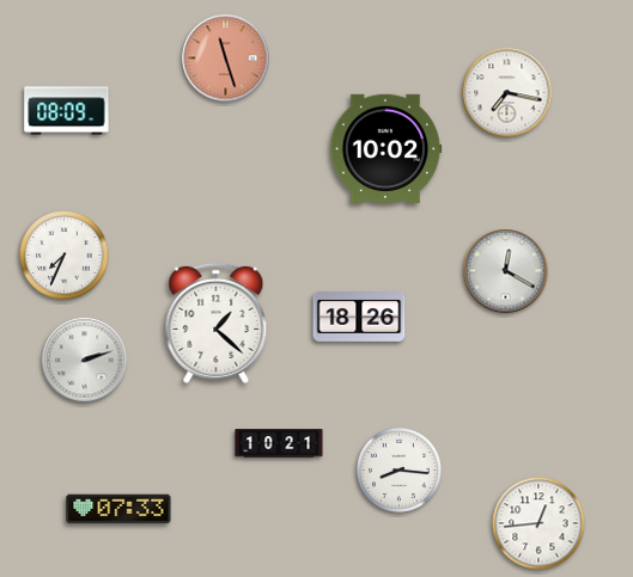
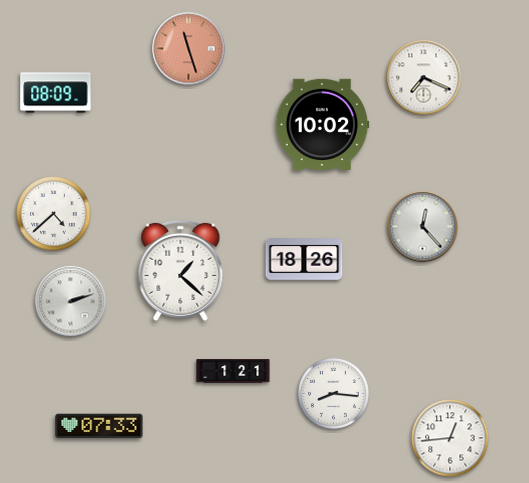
clock at (507, 93): 7:17 -> 7:19
clock at (65, 256): 7:34 -> 4:38
clock at (506, 271): 12:20 -> 12:23
clock at (359, 317) position: (359, 317) -> (304, 259)
clock at (279, 443): 10:21 -> 1:21
